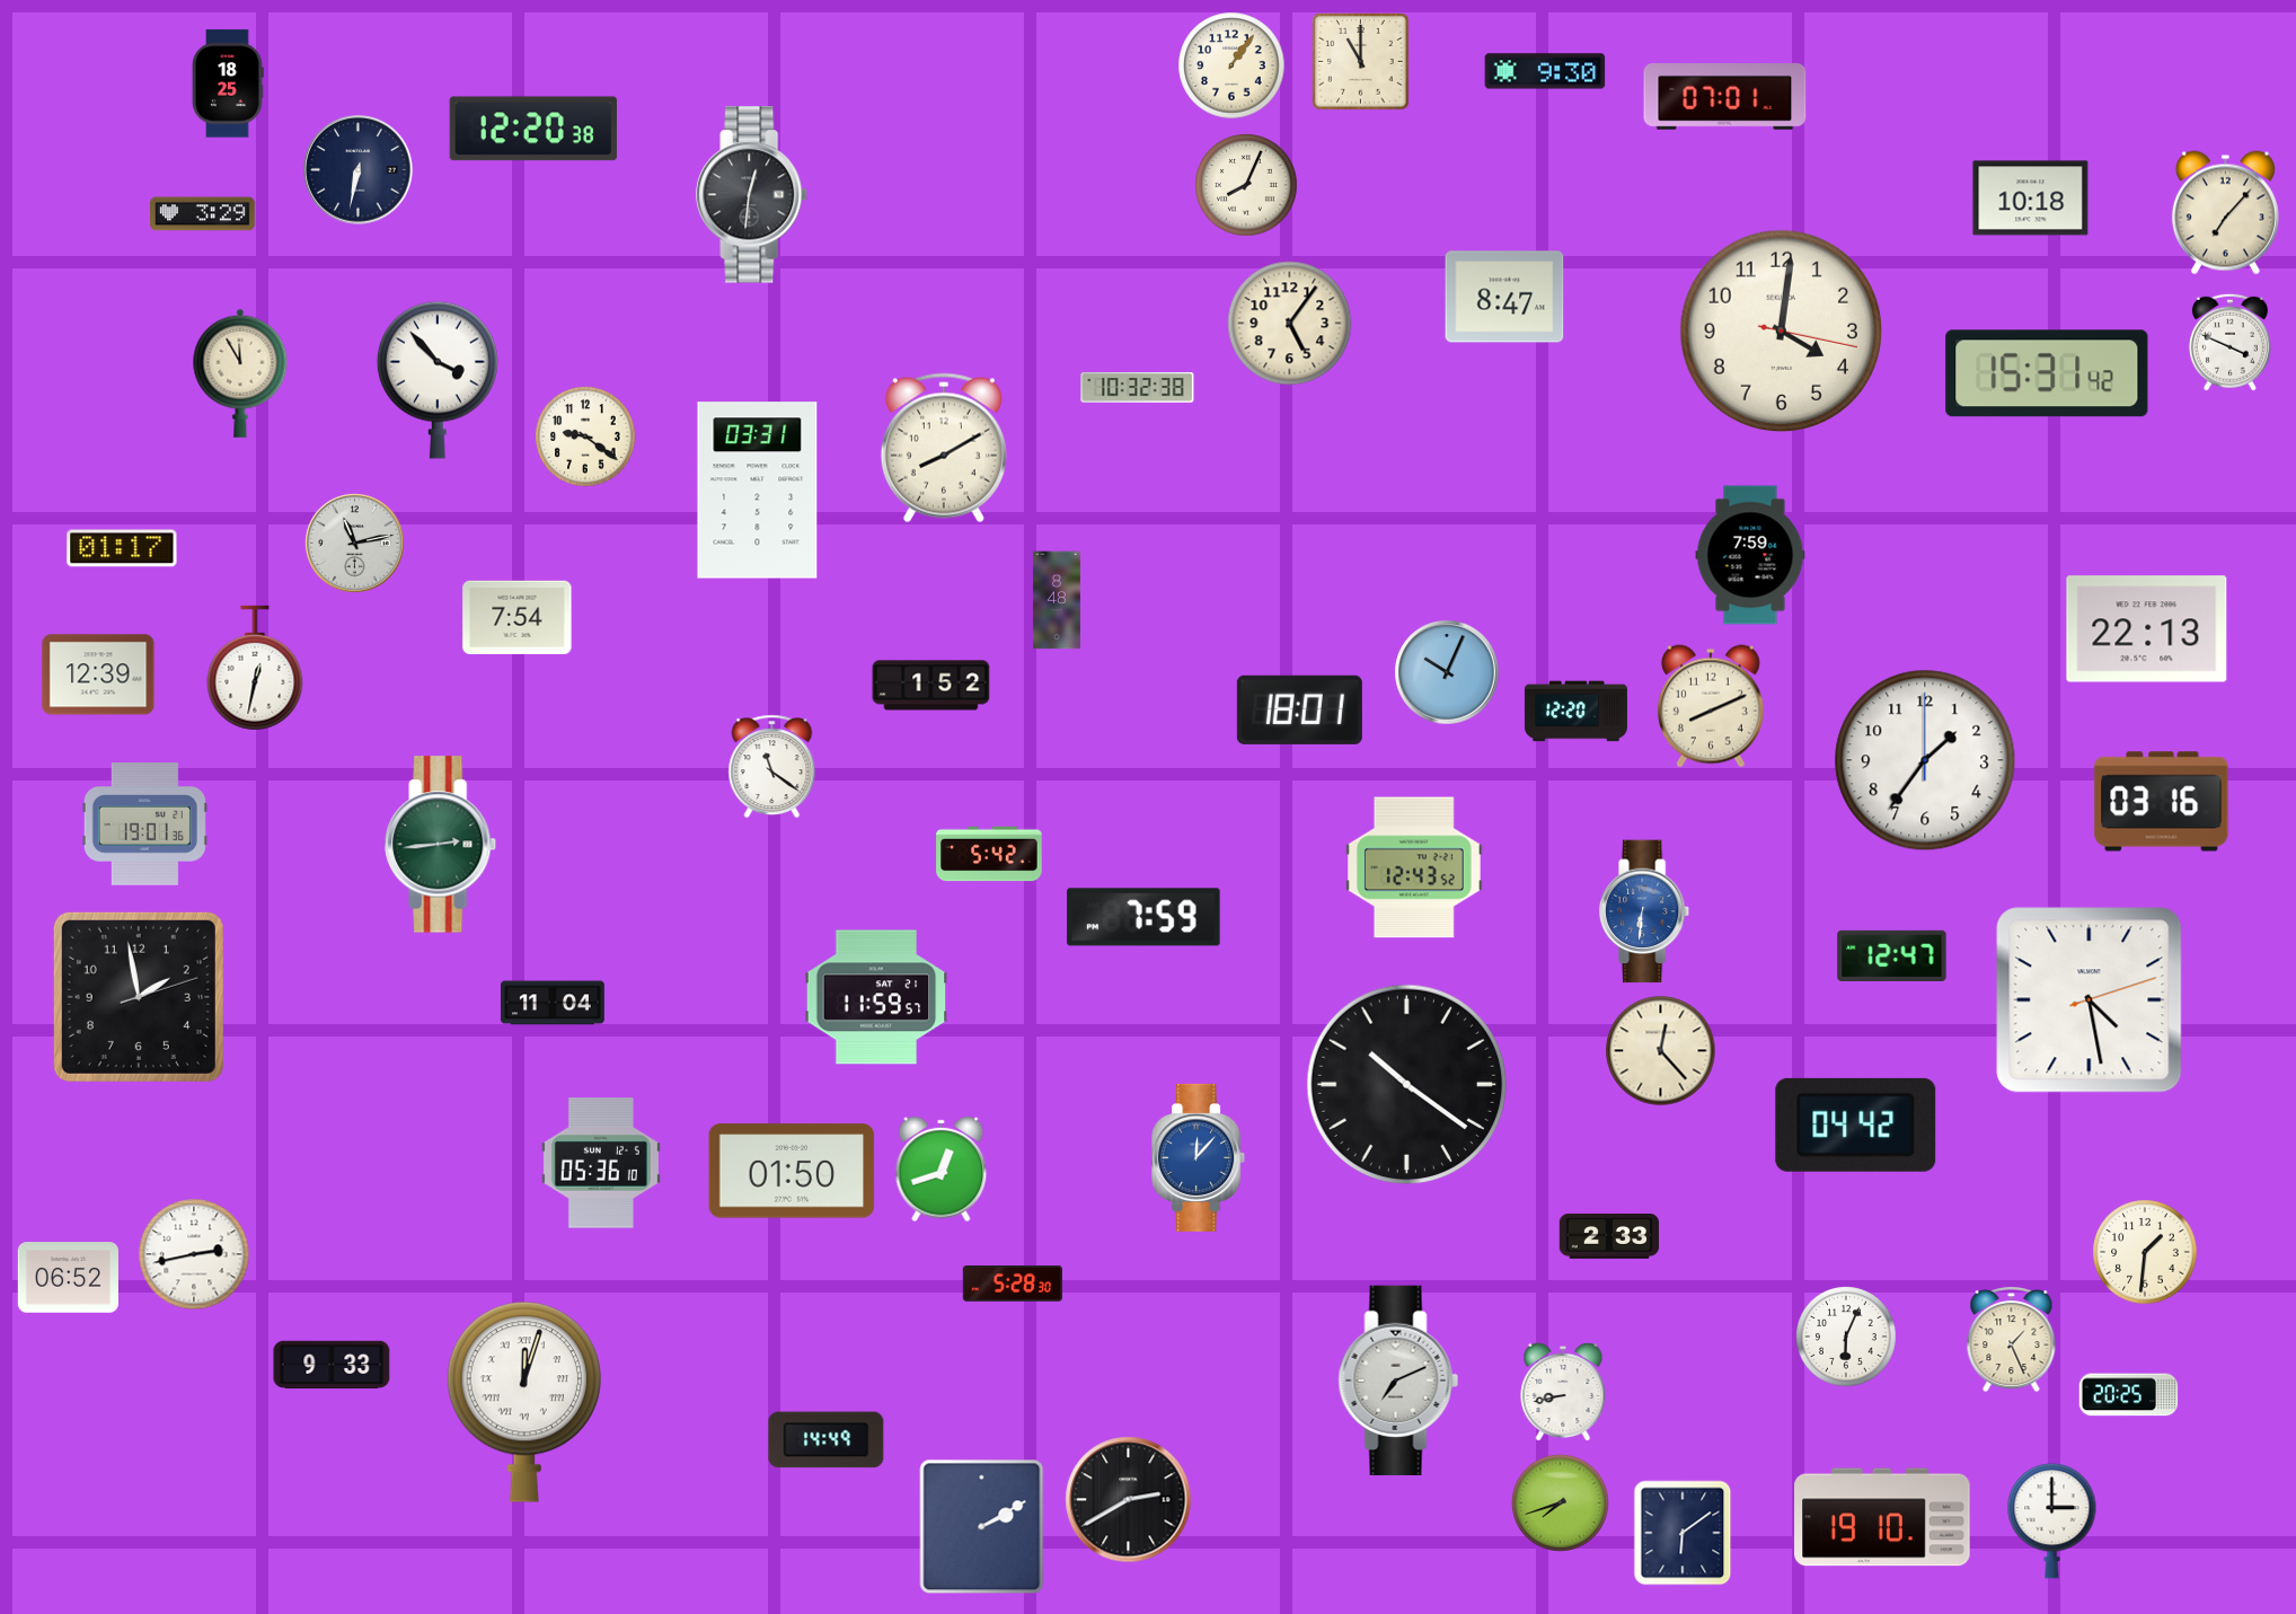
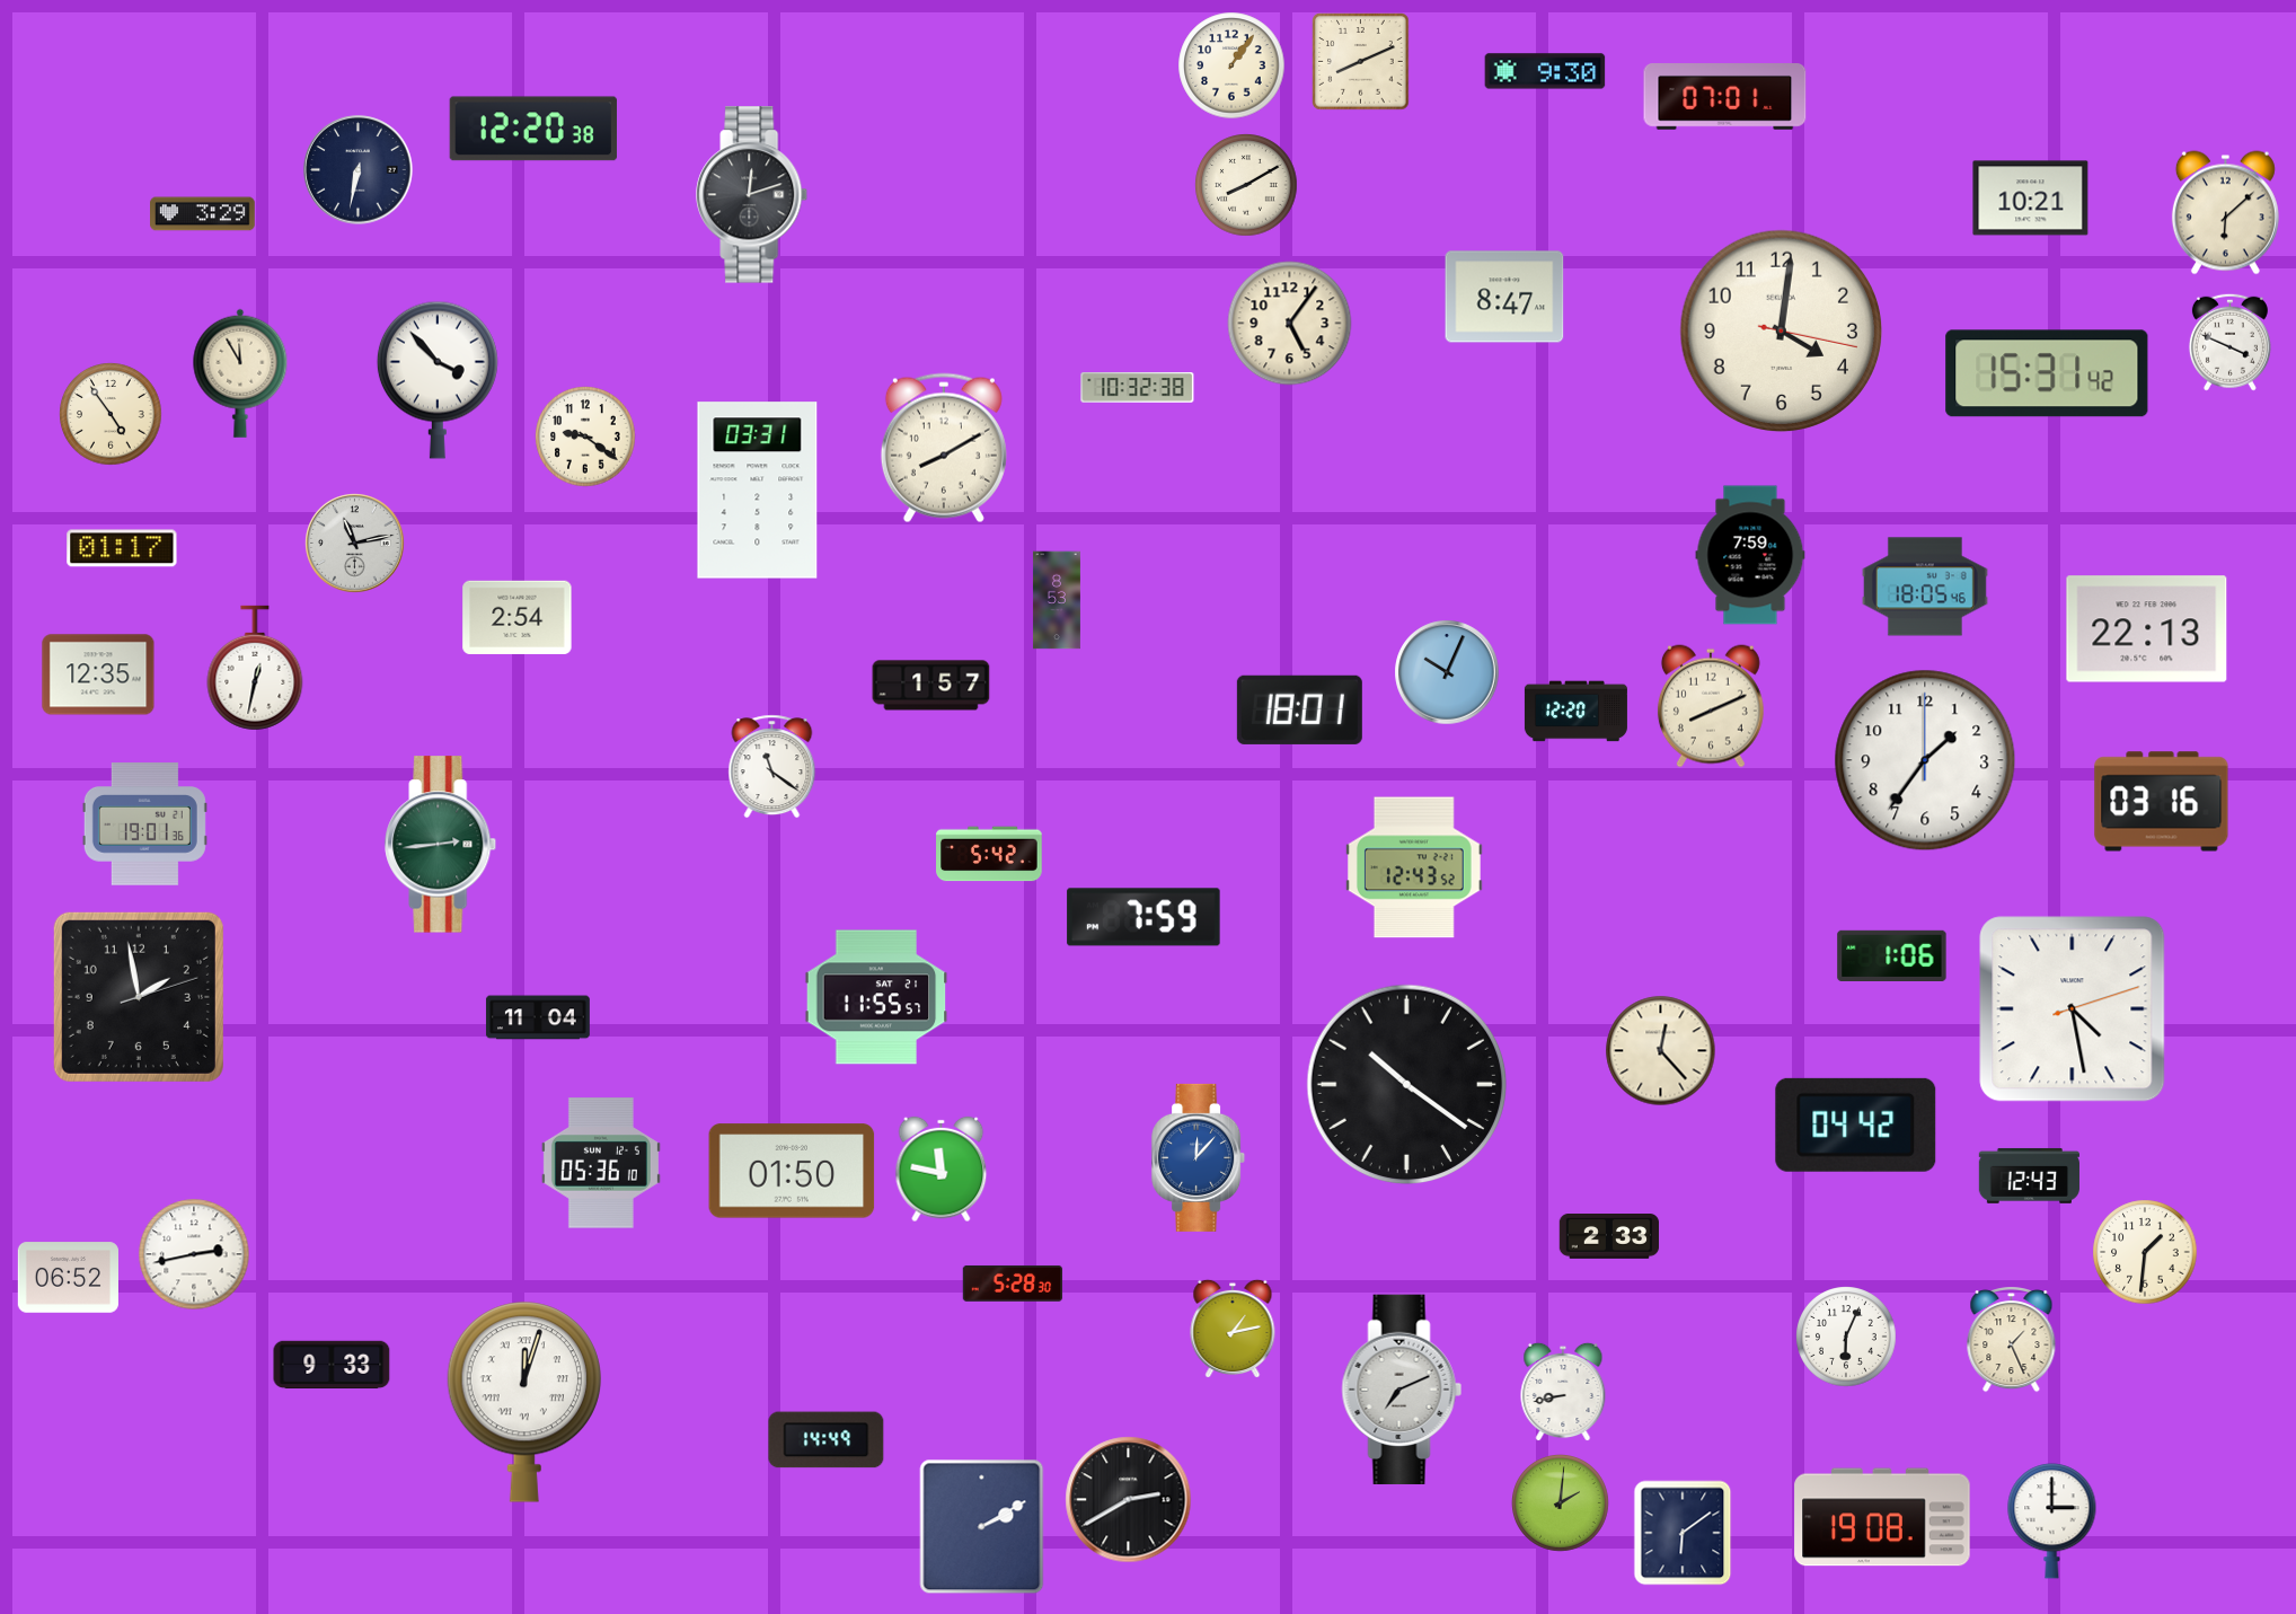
clock at (1361, 62): 11:00 -> 8:11
clock at (229, 83): 18:25 -> none
clock at (1246, 185): 8:04 -> 8:10
clock at (752, 195): 12:31 -> 12:12
clock at (2031, 199): 10:18 -> 10:21
clock at (2225, 213): 7:07 -> 6:08
clock at (111, 414): none -> 4:54
clock at (1925, 586): none -> 18:05
clock at (1057, 600): 8:48 -> 8:53
clock at (518, 617): 7:54 -> 2:54
clock at (98, 674): 12:39 -> 12:35
clock at (931, 686): 1:52 -> 1:57
clock at (1645, 911): 6:31 -> none
clock at (1892, 955): 12:47 -> 1:06
clock at (876, 997): 11:59 -> 11:55
clock at (2090, 1000) position: (2090, 1000) -> (2073, 1009)
clock at (553, 1003) position: (553, 1003) -> (538, 1017)
clock at (942, 1170): 12:42 -> 11:47
clock at (2029, 1175): none -> 12:43
clock at (1233, 1329): none -> 1:13
clock at (1398, 1379) position: (1398, 1379) -> (1402, 1388)
clock at (2129, 1395): 20:25 -> none
clock at (1561, 1503): 7:42 -> 2:01
clock at (1882, 1517): 19:10 -> 19:08
